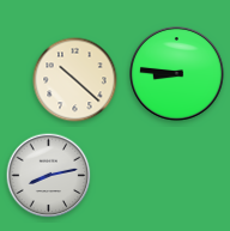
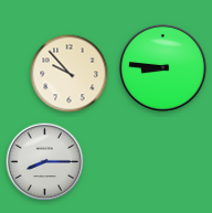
clock at (75, 80): 10:22 -> 9:53
clock at (49, 176): 8:13 -> 8:15
